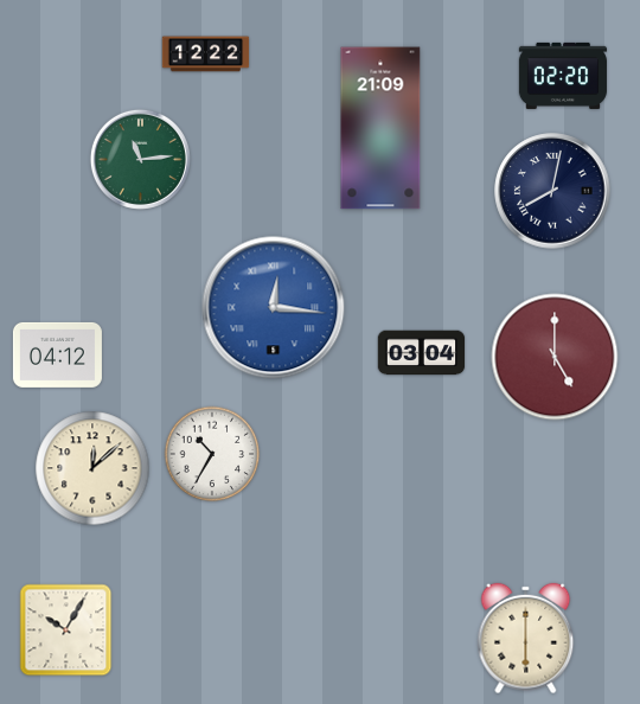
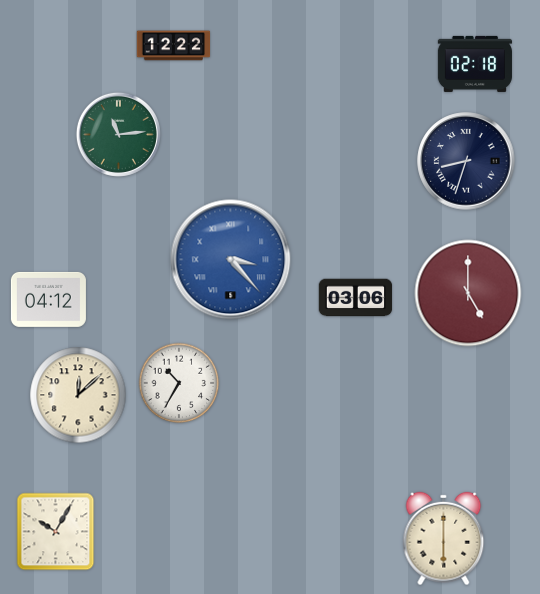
clock at (563, 76): 02:20 -> 02:18
clock at (380, 128): 21:09 -> none
clock at (552, 191): 8:02 -> 8:33
clock at (274, 308): 12:16 -> 3:23
clock at (422, 353): 03:04 -> 03:06
clock at (555, 357) position: (555, 357) -> (468, 293)
